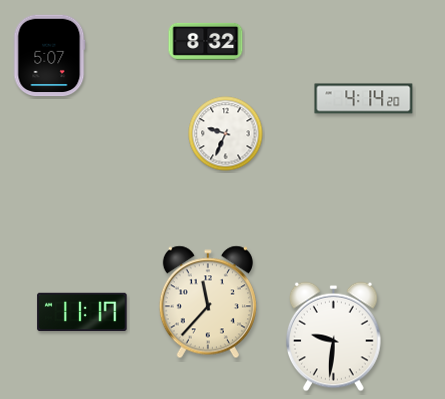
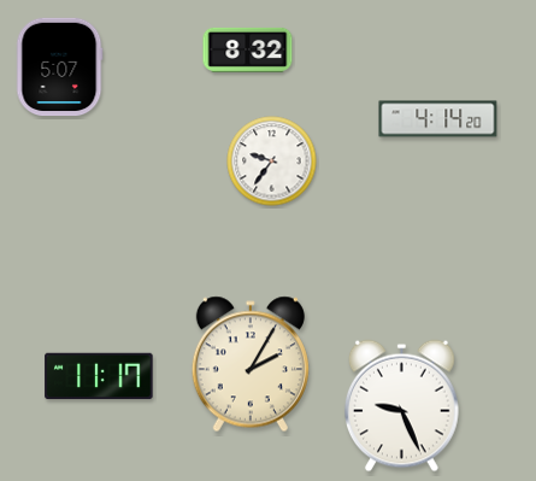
clock at (226, 134): 9:34 -> 9:36
clock at (208, 302): 11:37 -> 2:05
clock at (333, 337): 9:31 -> 9:26
